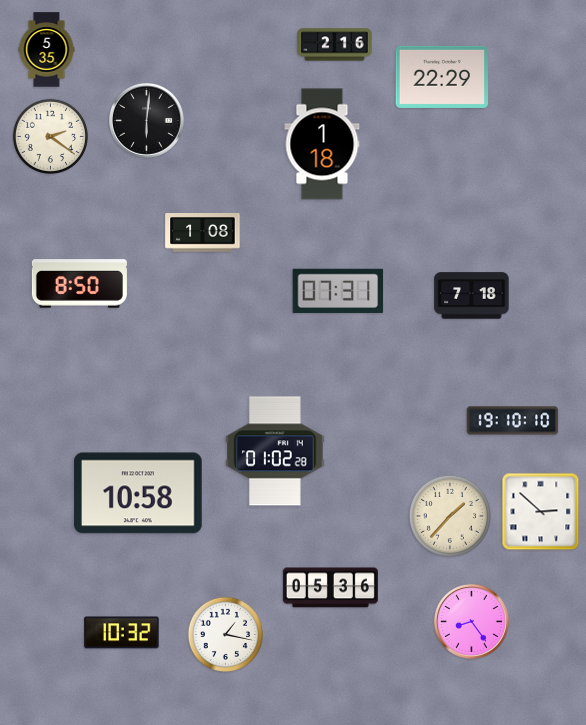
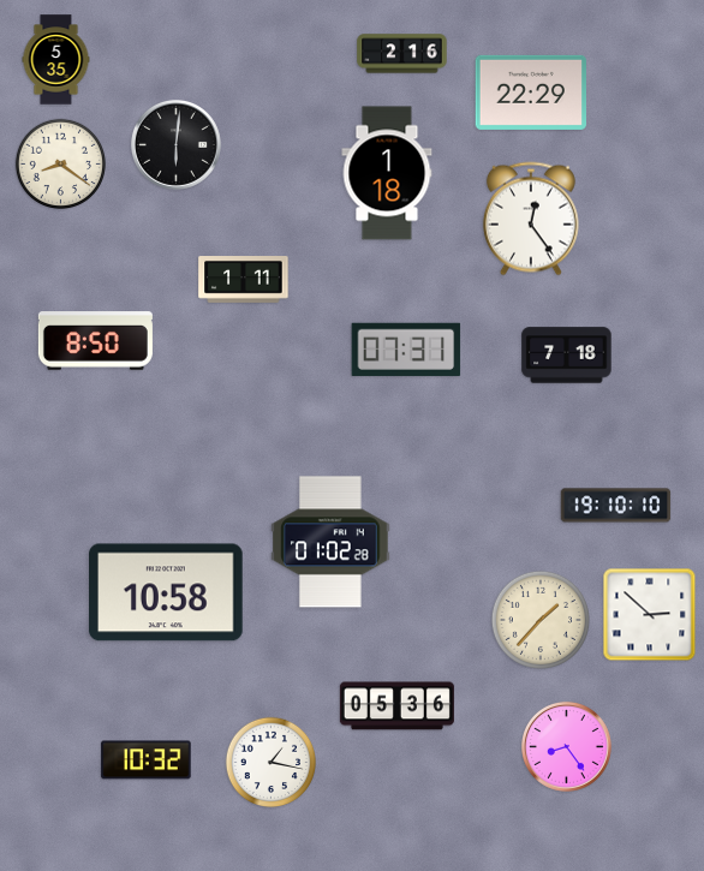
clock at (50, 136): 2:21 -> 8:21
clock at (531, 219): none -> 12:24
clock at (203, 233): 1:08 -> 1:11
